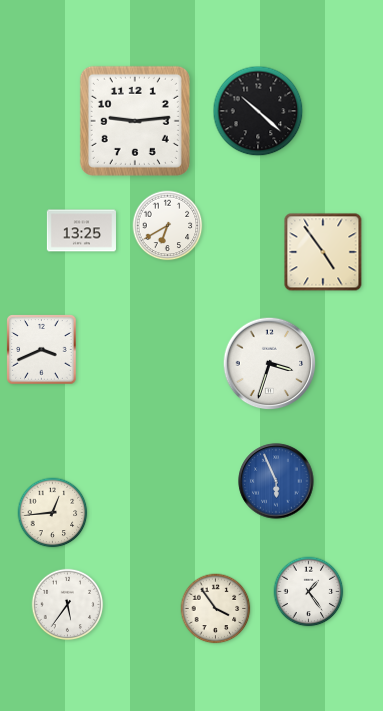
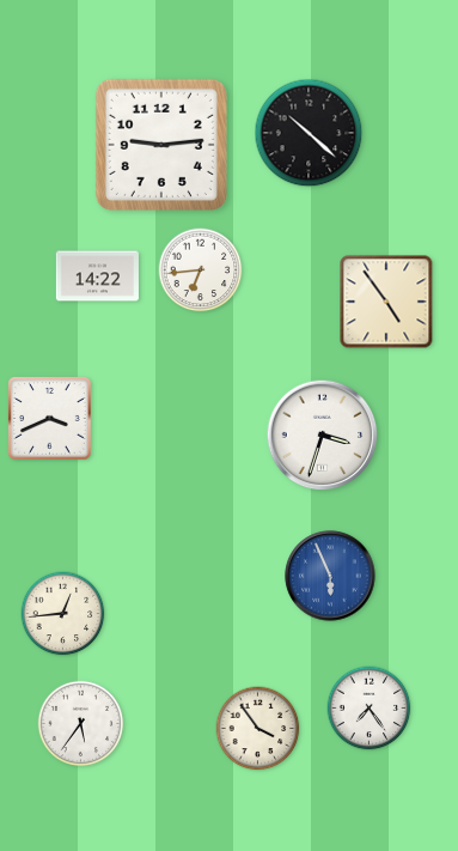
clock at (168, 226): 6:40 -> 6:44
clock at (81, 231): 13:25 -> 14:22
clock at (309, 592): 1:24 -> 7:24
